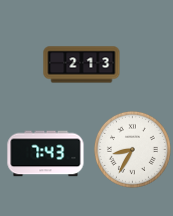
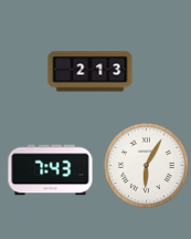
clock at (132, 149): 8:35 -> 6:05
